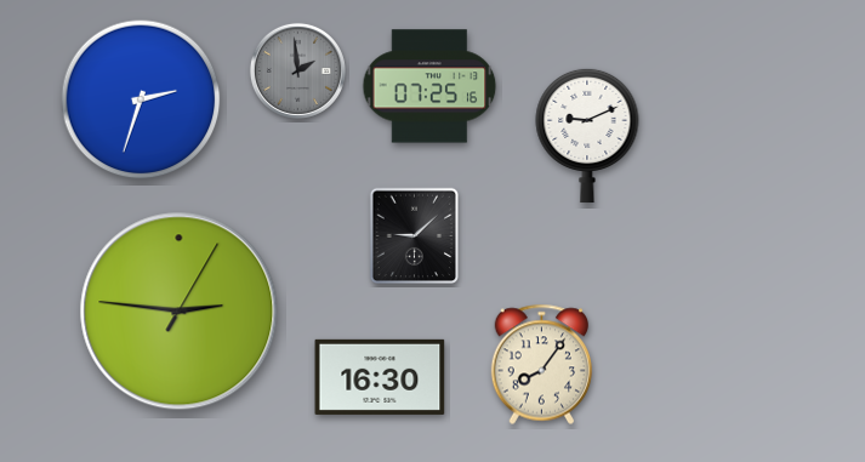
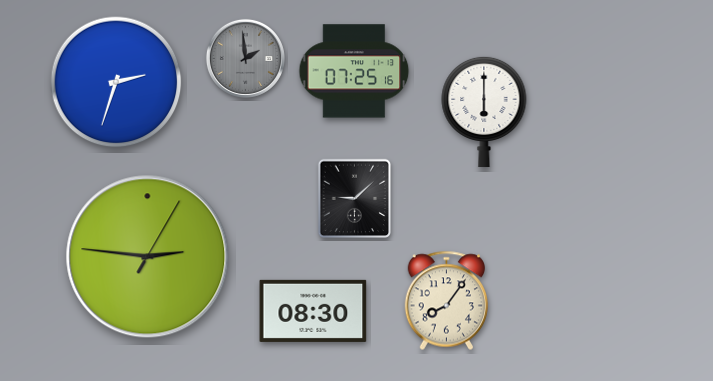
clock at (587, 136): 9:11 -> 6:00
clock at (415, 236) position: (415, 236) -> (355, 199)
clock at (380, 377): 16:30 -> 08:30
